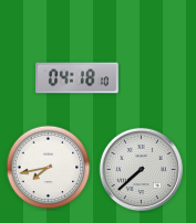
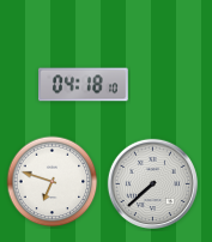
clock at (49, 168): 7:43 -> 6:48
